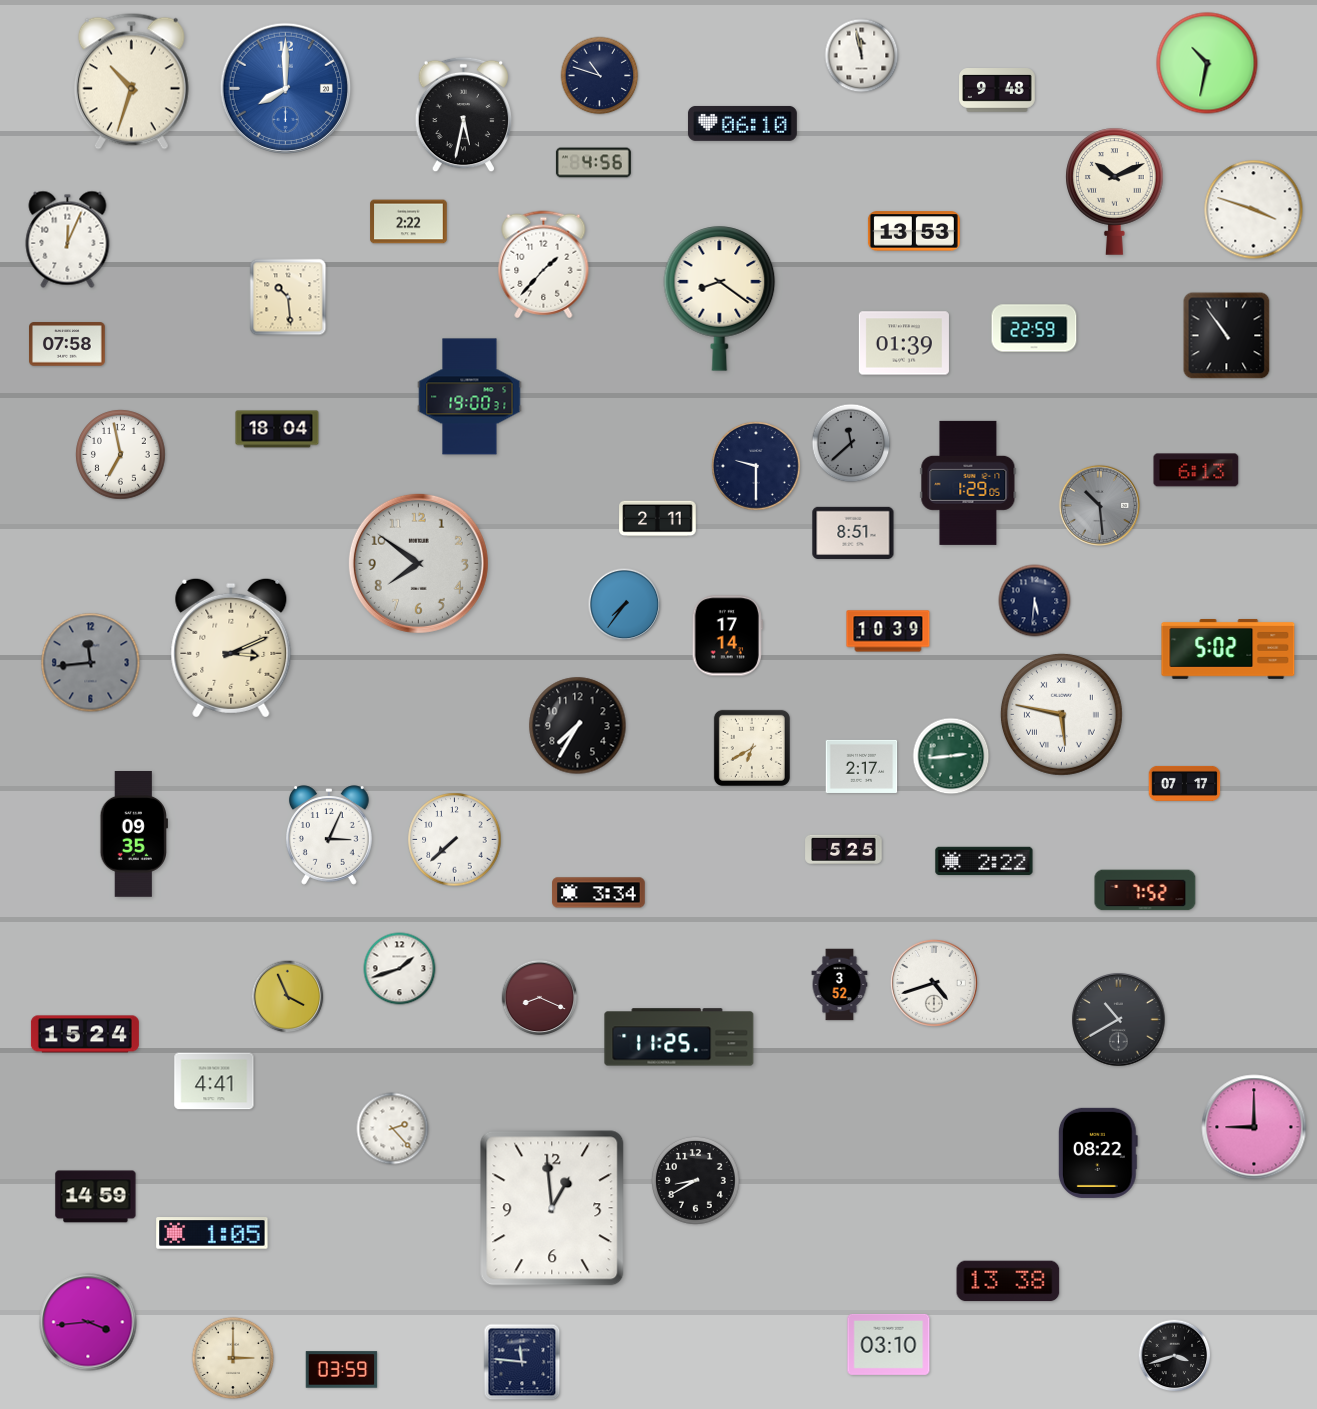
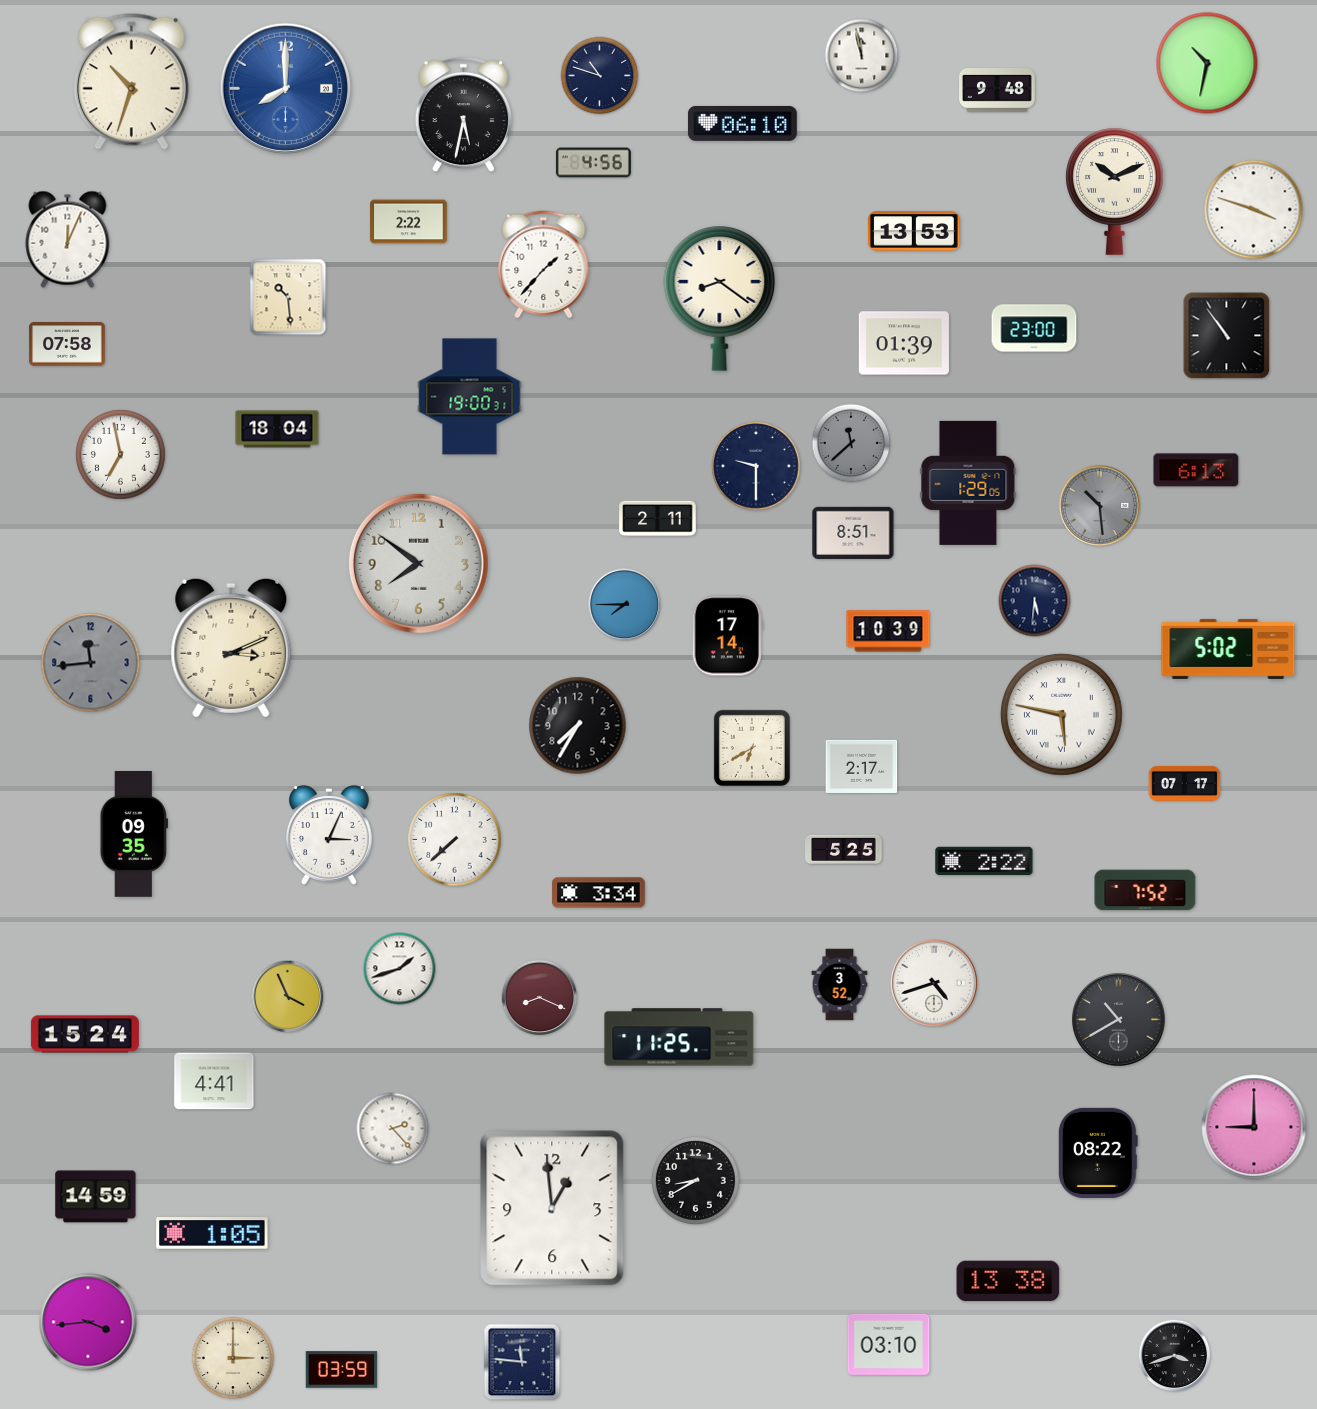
clock at (1034, 328): 22:59 -> 23:00
clock at (625, 605): 7:36 -> 7:45
clock at (951, 756): 2:44 -> none
